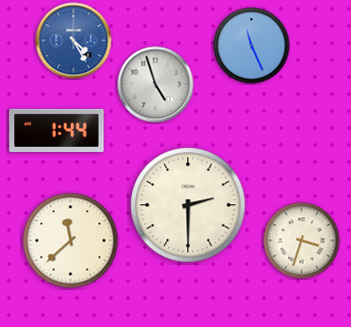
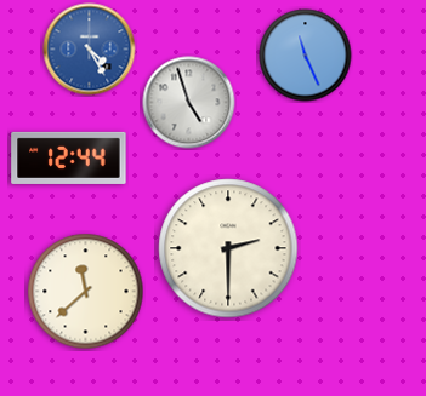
clock at (57, 130): 1:44 -> 12:44
clock at (302, 241): 3:33 -> none
